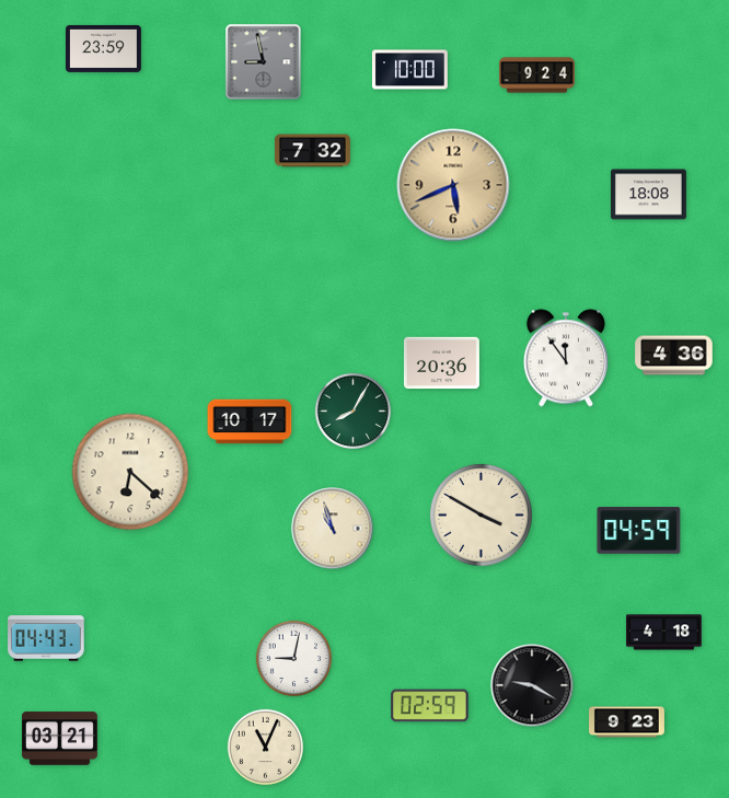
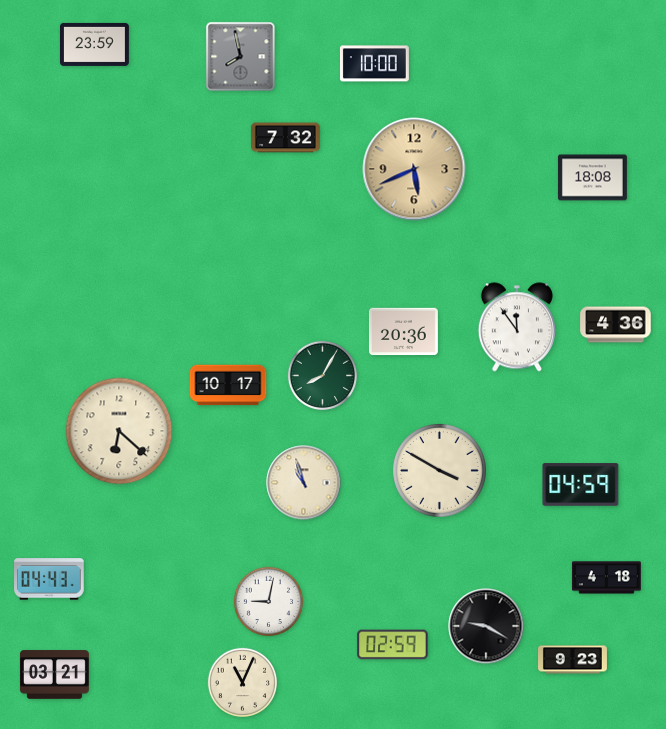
clock at (264, 62): 8:58 -> 7:58
clock at (537, 76): 9:24 -> none
clock at (639, 531) position: (639, 531) -> (581, 485)
clock at (46, 638) position: (46, 638) -> (49, 579)
